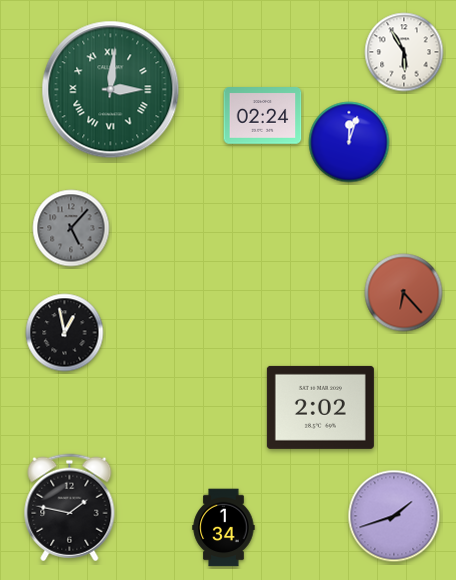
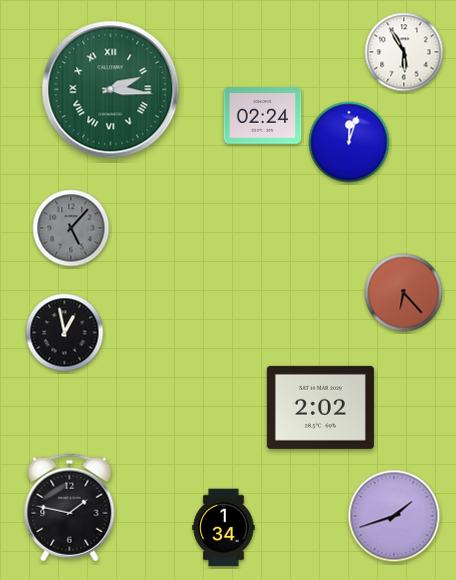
clock at (111, 90): 3:01 -> 2:16
